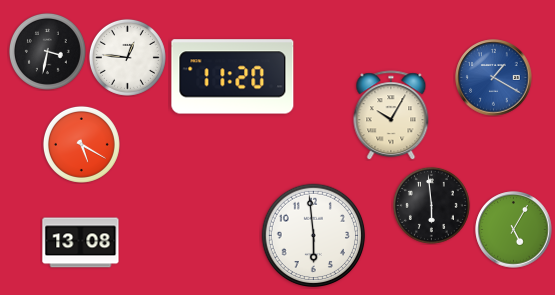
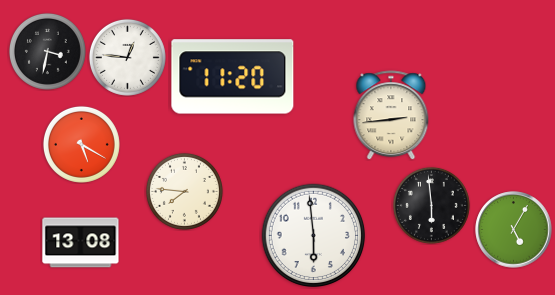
clock at (494, 78): 1:20 -> none
clock at (391, 115): 10:05 -> 2:44
clock at (184, 191): none -> 7:46
